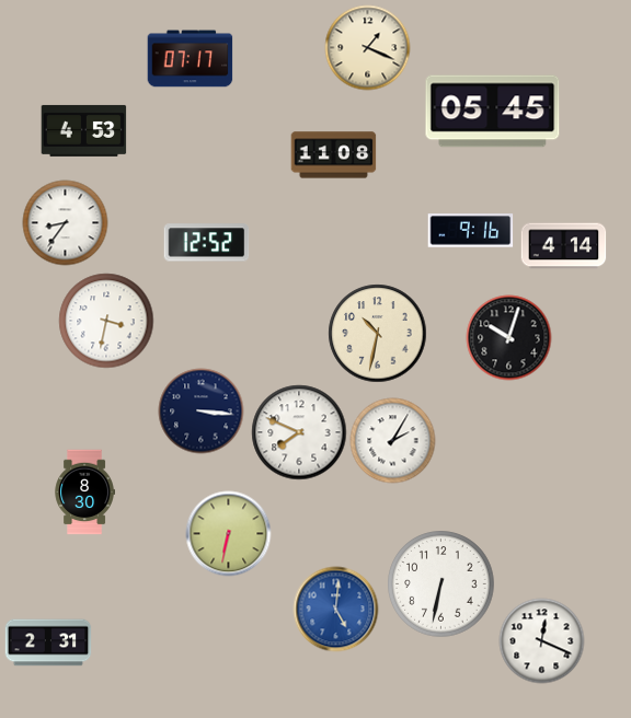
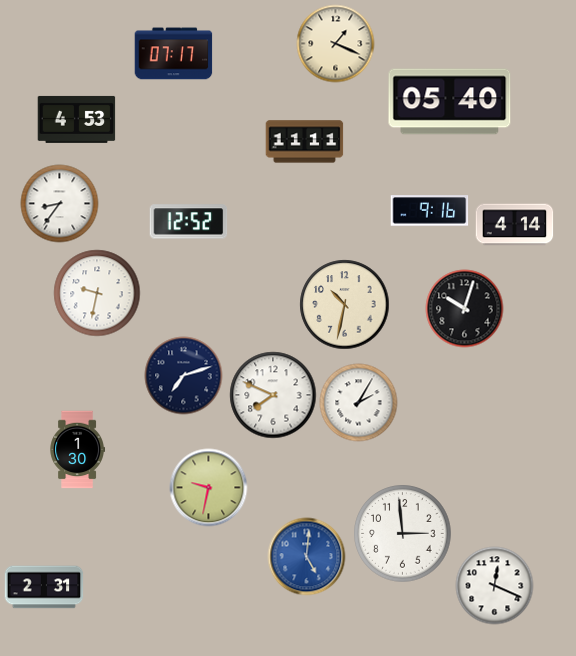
clock at (493, 112): 05:45 -> 05:40
clock at (333, 155): 11:08 -> 11:11
clock at (106, 321): 3:32 -> 9:32
clock at (200, 410): 3:16 -> 7:12
clock at (84, 491): 8:30 -> 1:30
clock at (228, 533): 6:32 -> 9:32
clock at (441, 584): 6:32 -> 2:59
